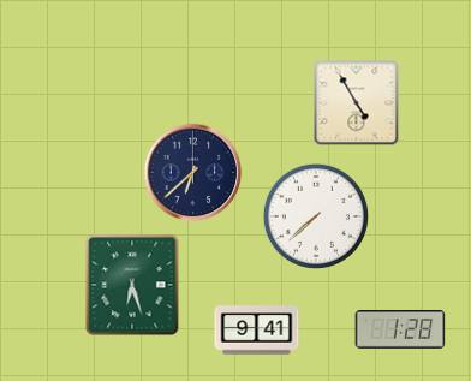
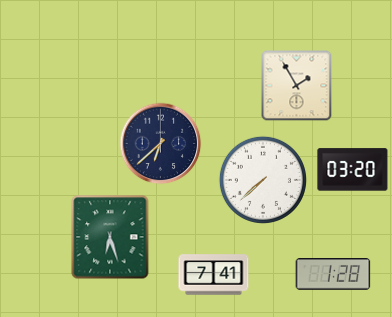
clock at (357, 103): 4:55 -> 1:55
clock at (353, 170): none -> 03:20
clock at (257, 331): 9:41 -> 7:41
